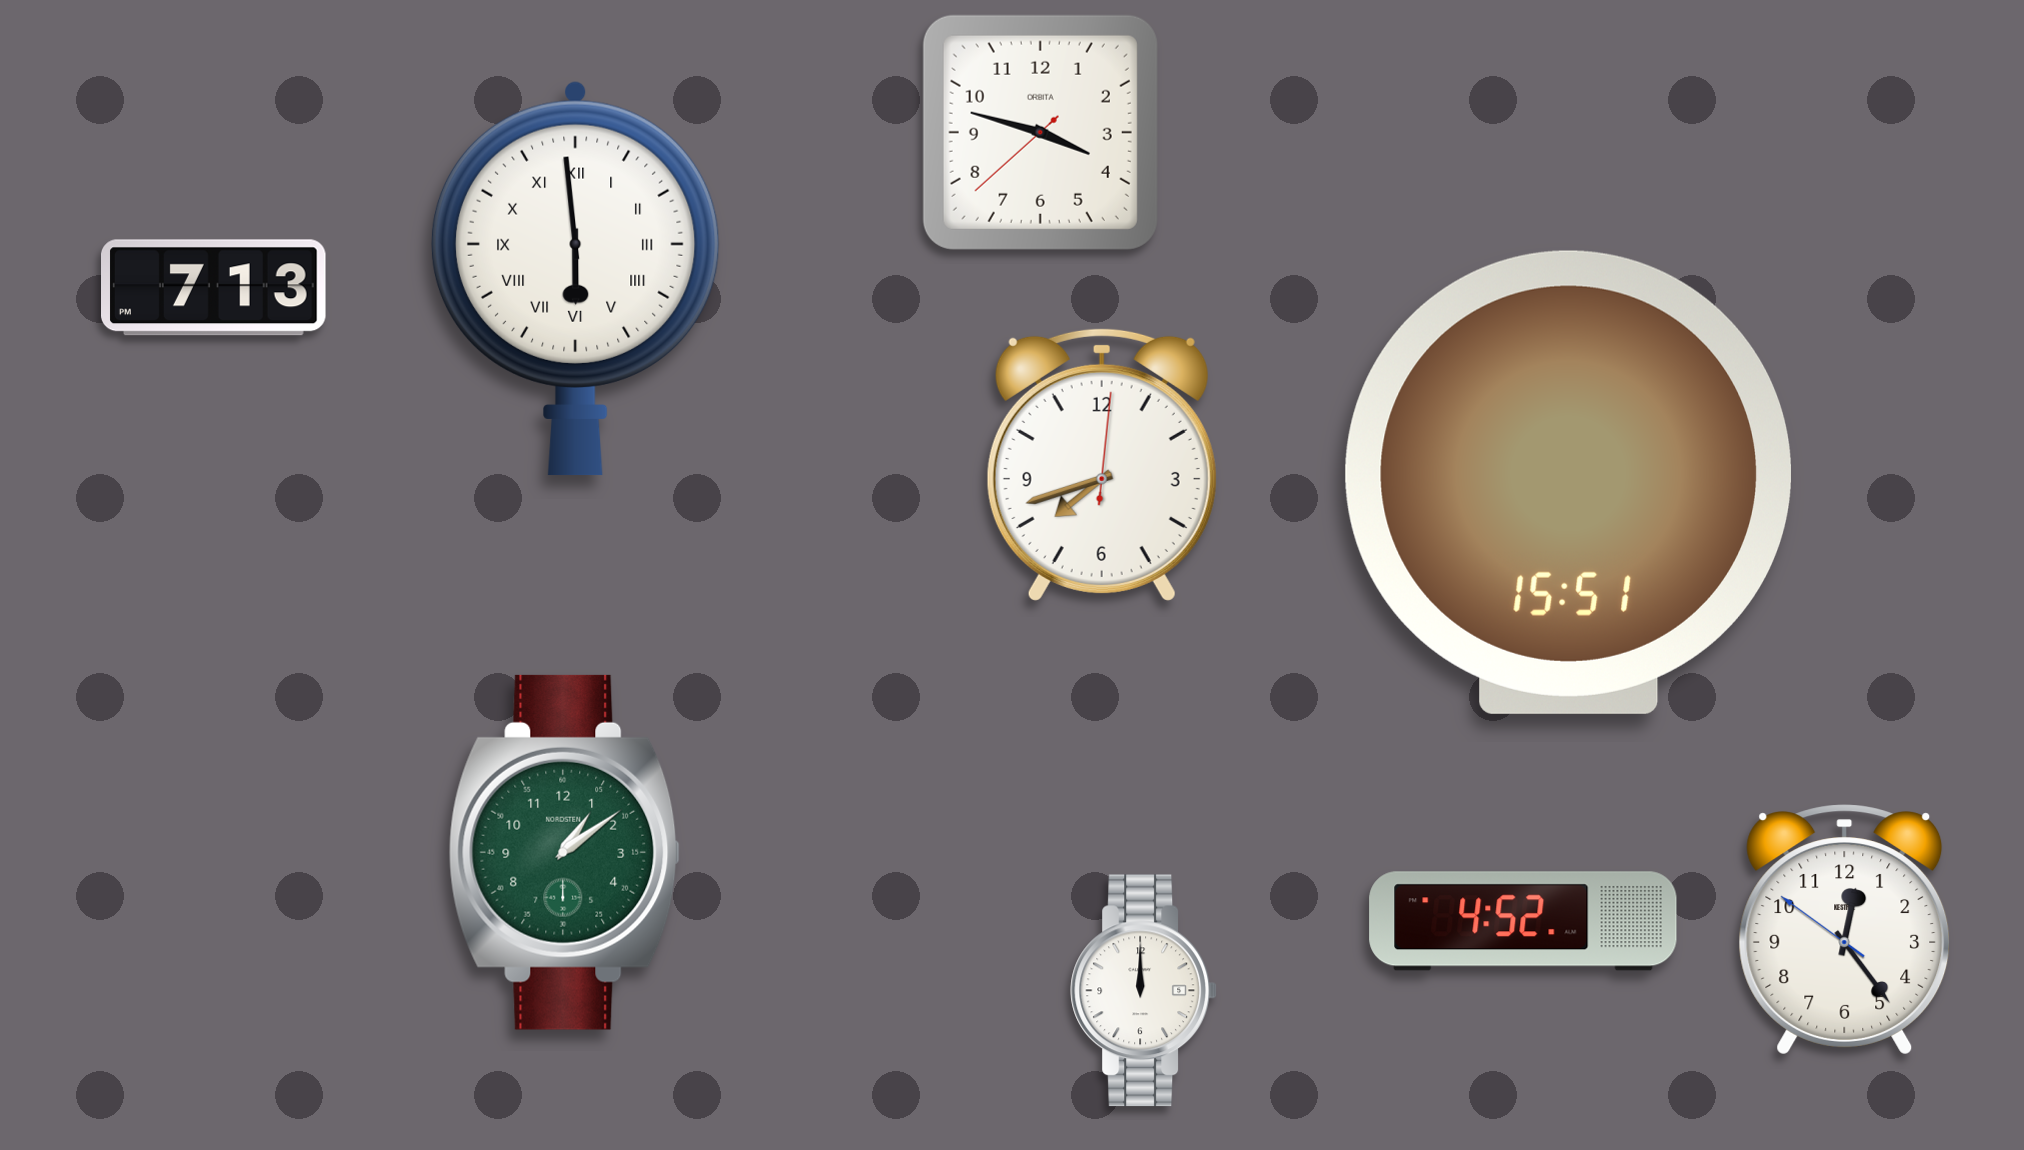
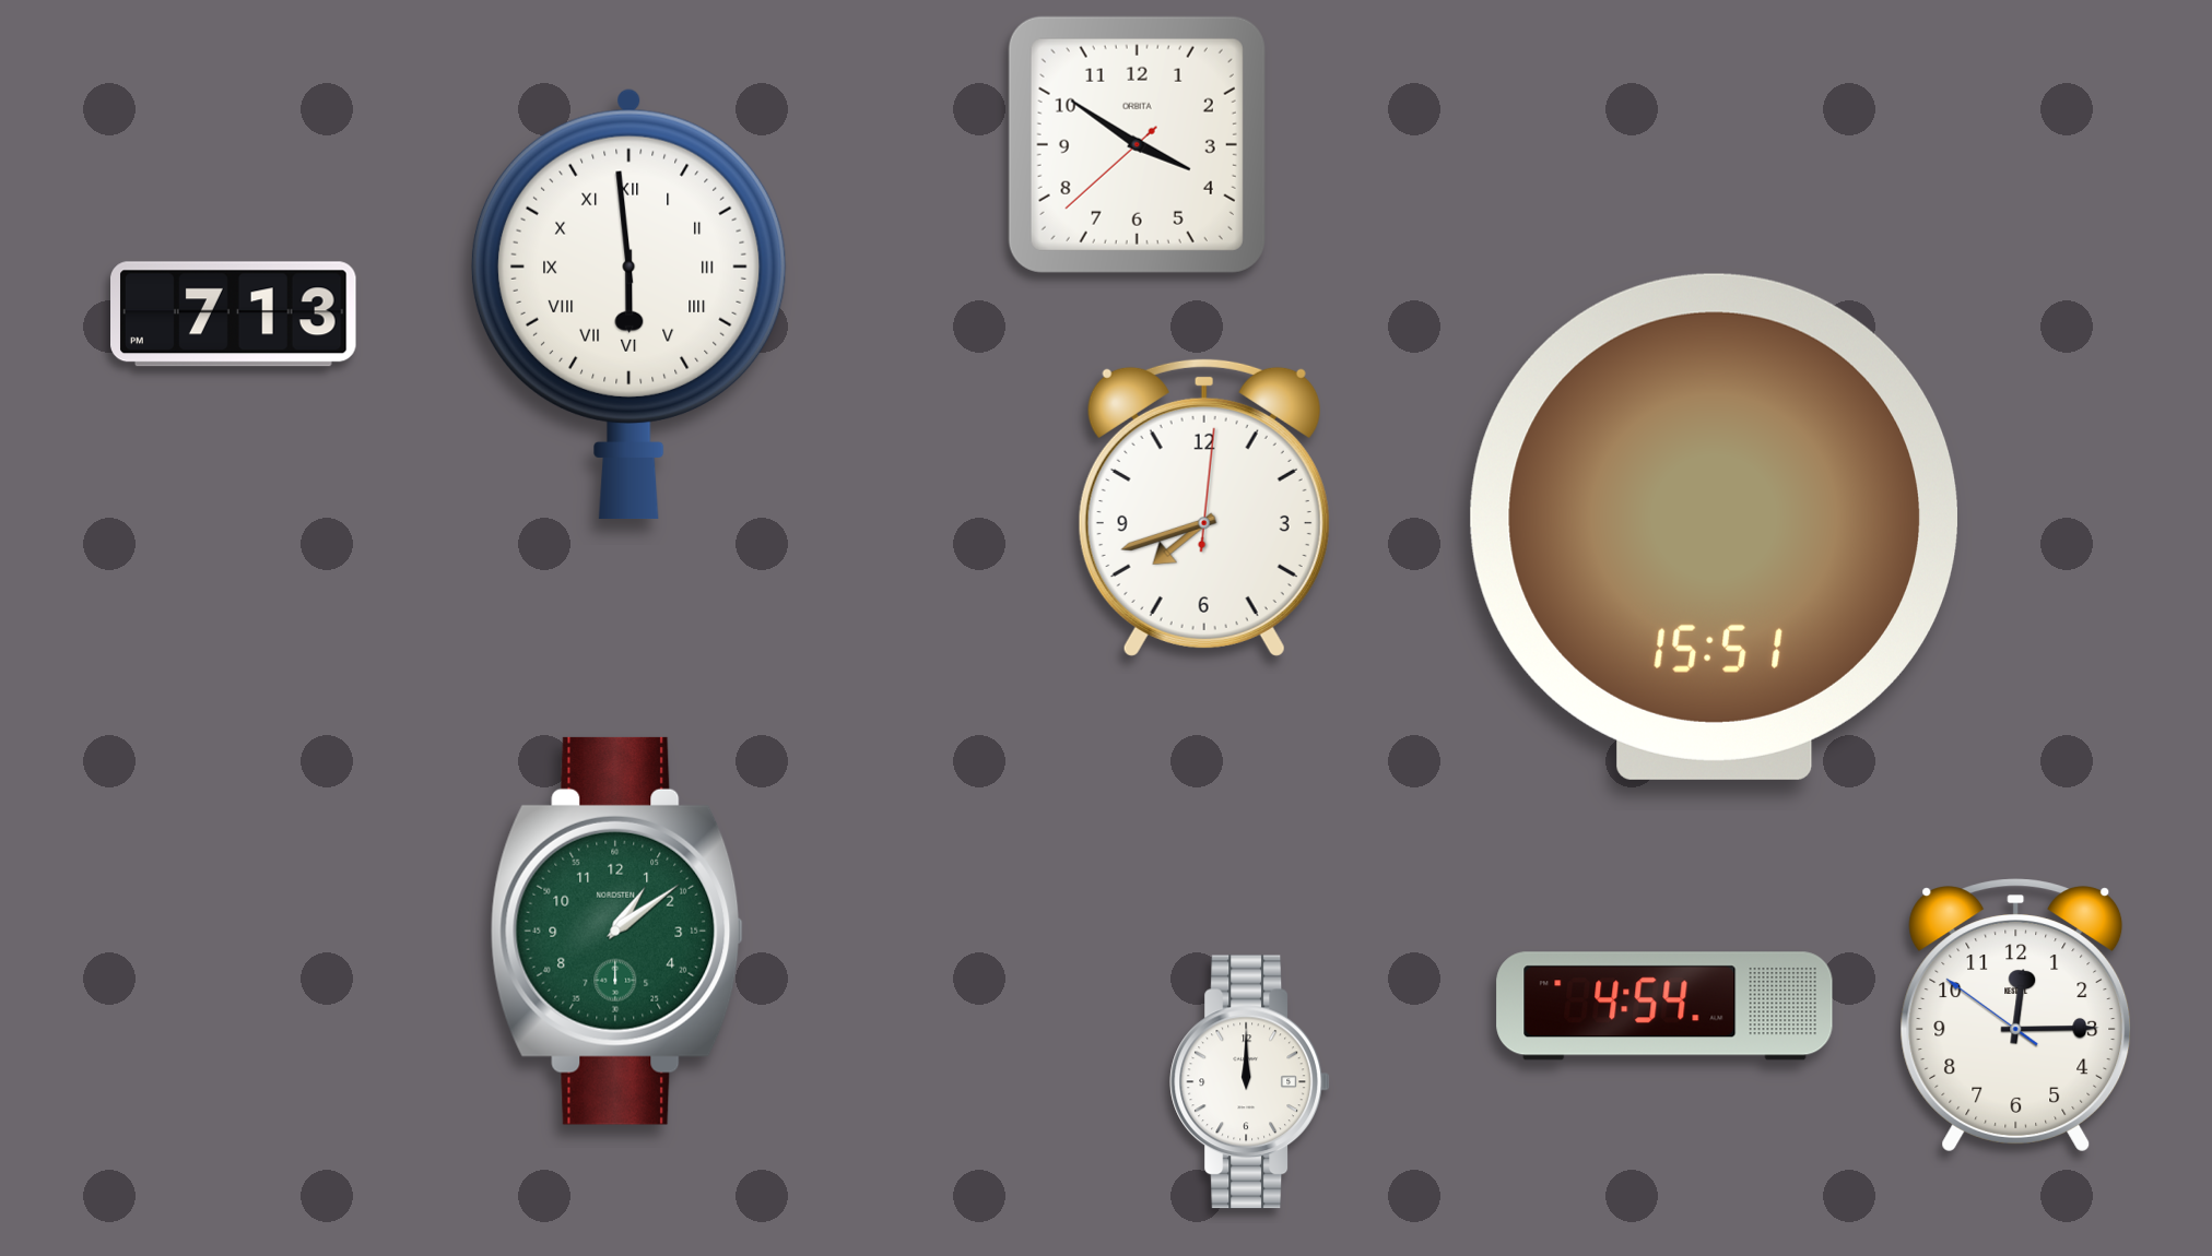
clock at (1040, 132): 3:47 -> 3:50
clock at (1523, 921): 4:52 -> 4:54
clock at (1845, 930): 12:23 -> 12:14
